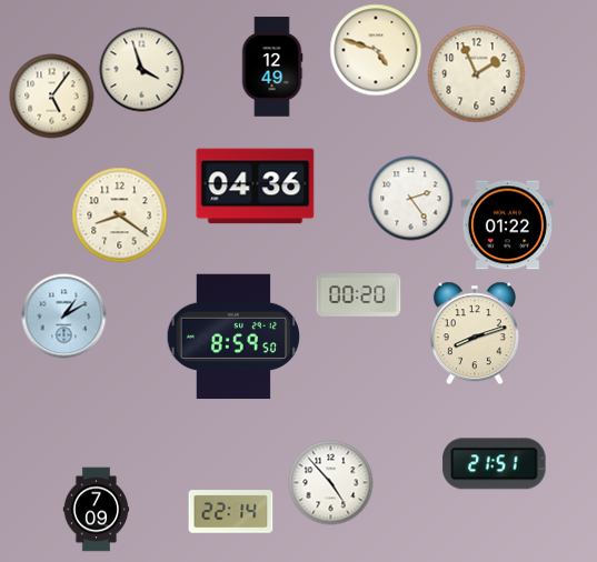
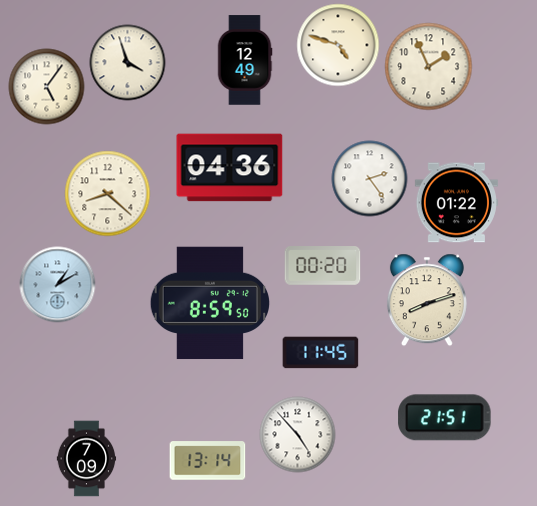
clock at (120, 215): 8:21 -> 8:22
clock at (321, 353): none -> 11:45
clock at (231, 512): 22:14 -> 13:14
